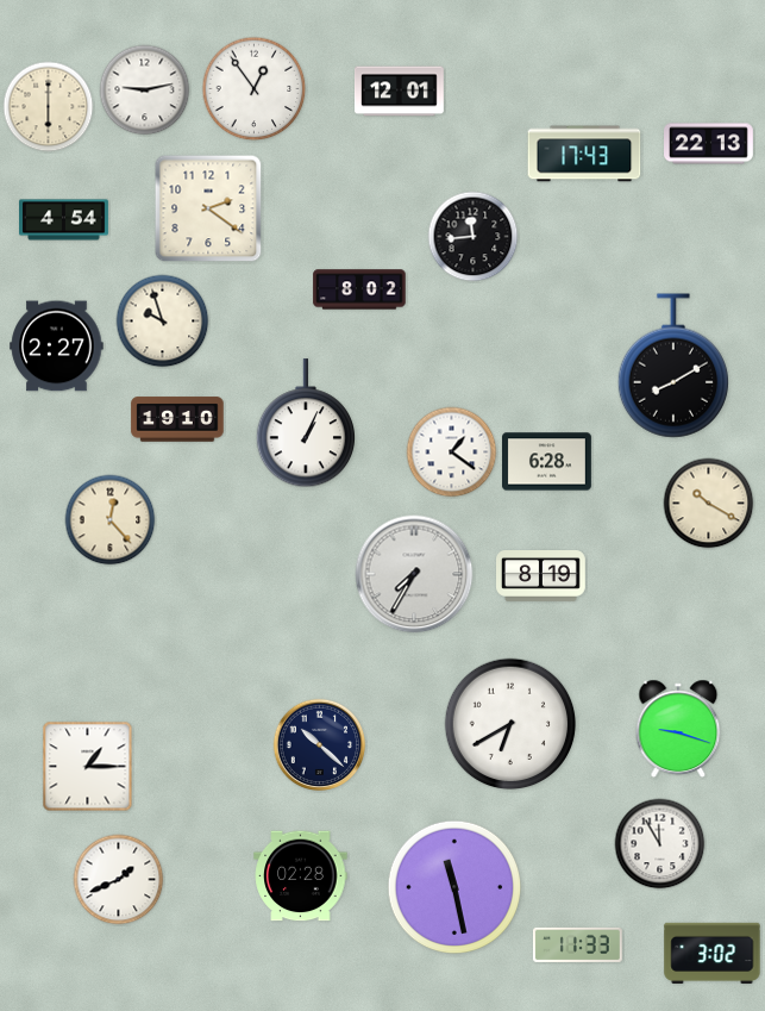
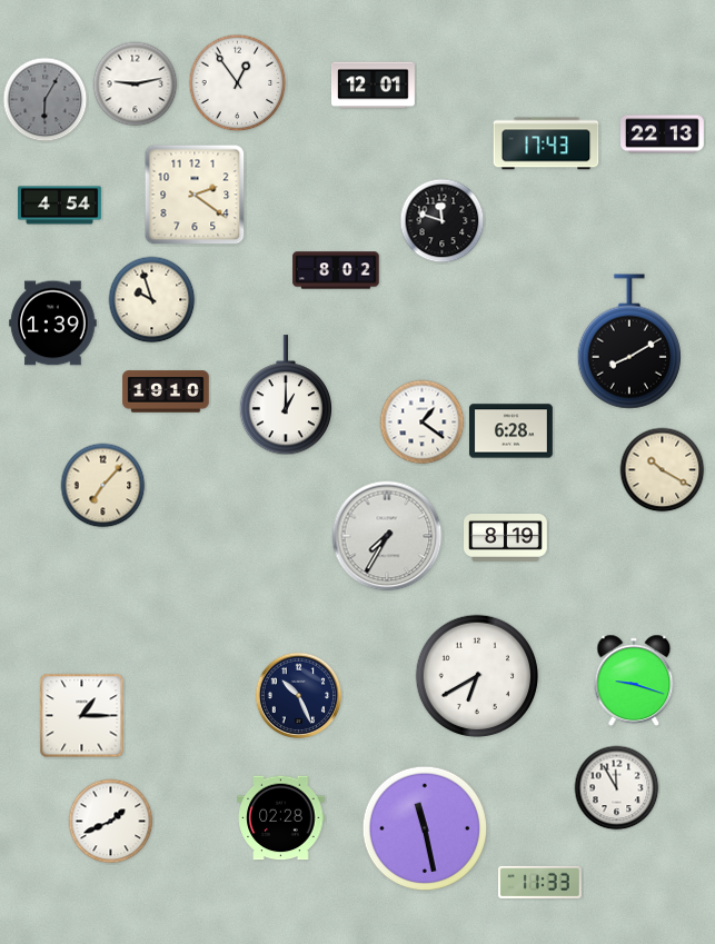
clock at (49, 107): 6:00 -> 6:05
clock at (49, 107) dial: cream -> grey
clock at (474, 237): 11:44 -> 11:48
clock at (57, 347): 2:27 -> 1:39
clock at (305, 424): 1:04 -> 1:00
clock at (111, 520): 12:23 -> 7:07
clock at (320, 745): 10:22 -> 10:26
clock at (713, 953): 3:02 -> none
